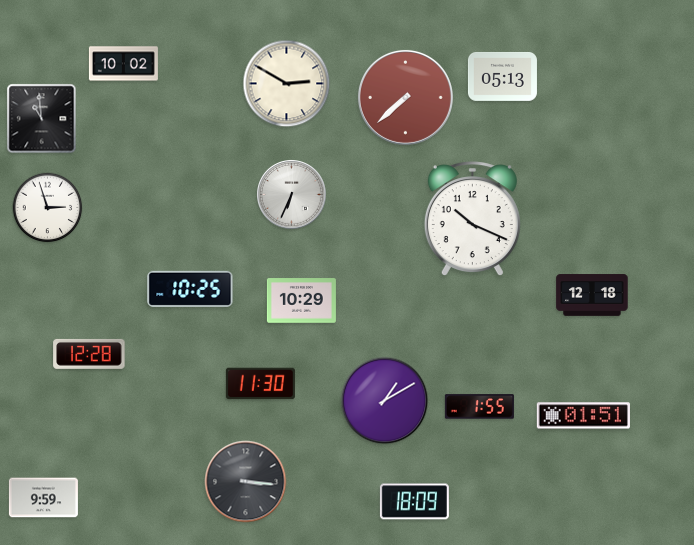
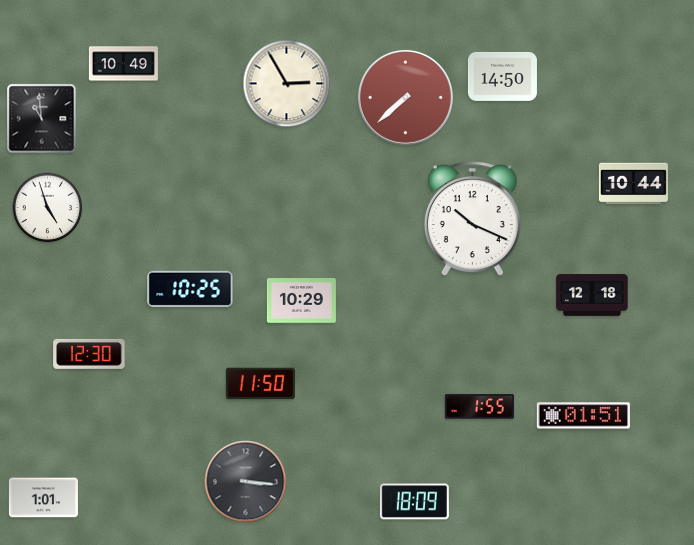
clock at (123, 64): 10:02 -> 10:49
clock at (502, 76): 05:13 -> 14:50
clock at (287, 84): 2:50 -> 2:55
clock at (633, 184): none -> 10:44
clock at (292, 195): 6:34 -> none
clock at (48, 208): 2:57 -> 4:57
clock at (89, 354): 12:28 -> 12:30
clock at (260, 384): 11:30 -> 11:50
clock at (385, 401): 1:10 -> none
clock at (43, 498): 9:59 -> 1:01
